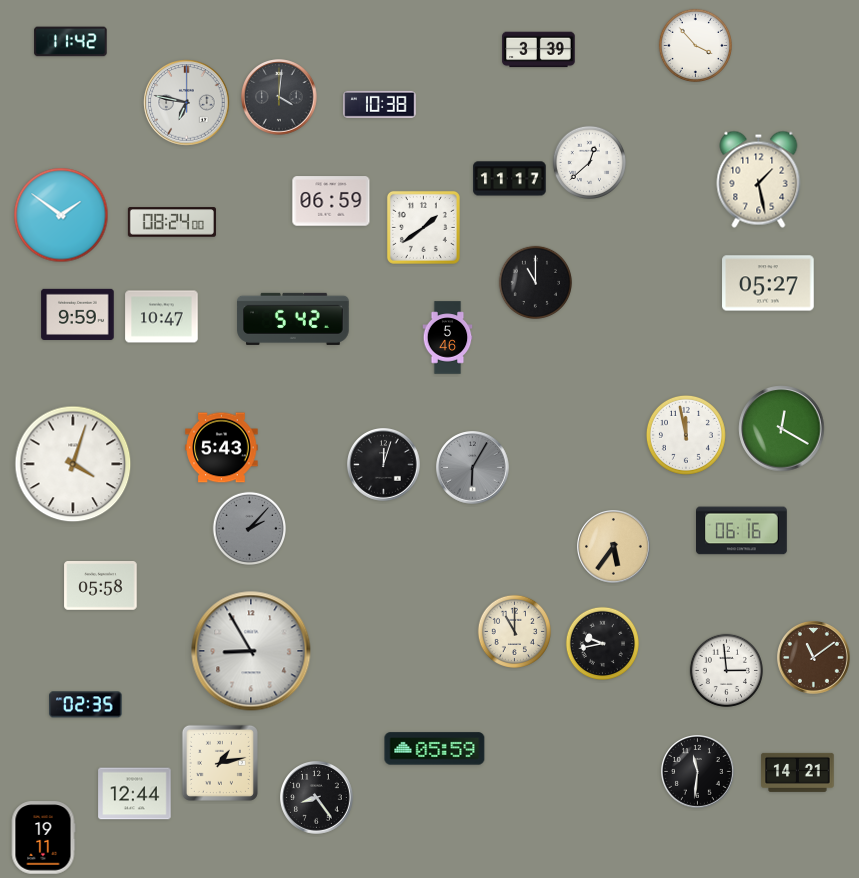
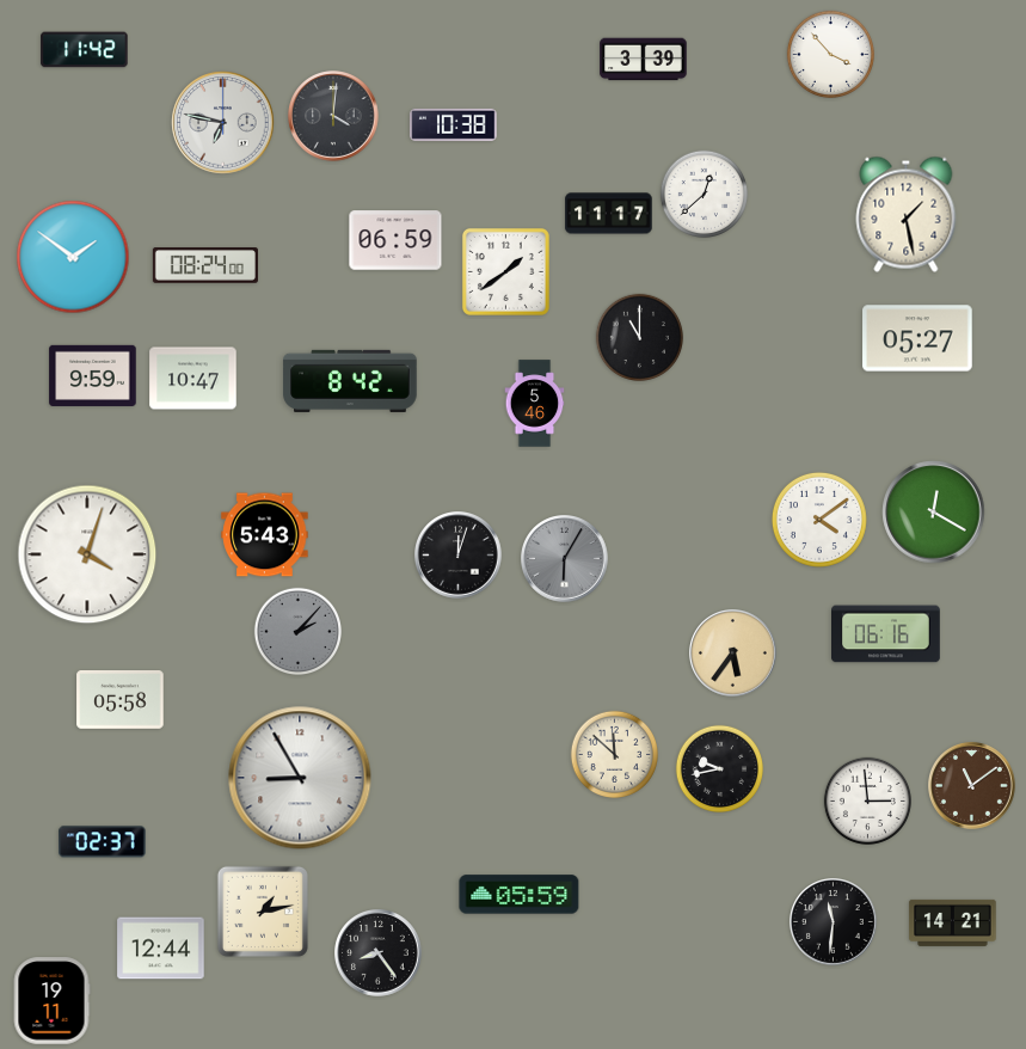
clock at (293, 319): 5:42 -> 8:42
clock at (686, 435): 11:58 -> 4:09
clock at (514, 631): 11:00 -> 11:52
clock at (86, 705): 02:35 -> 02:37
